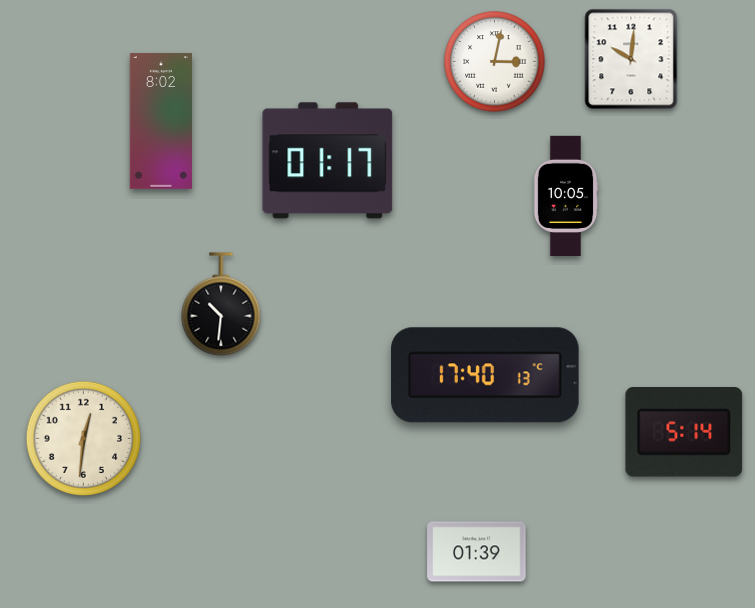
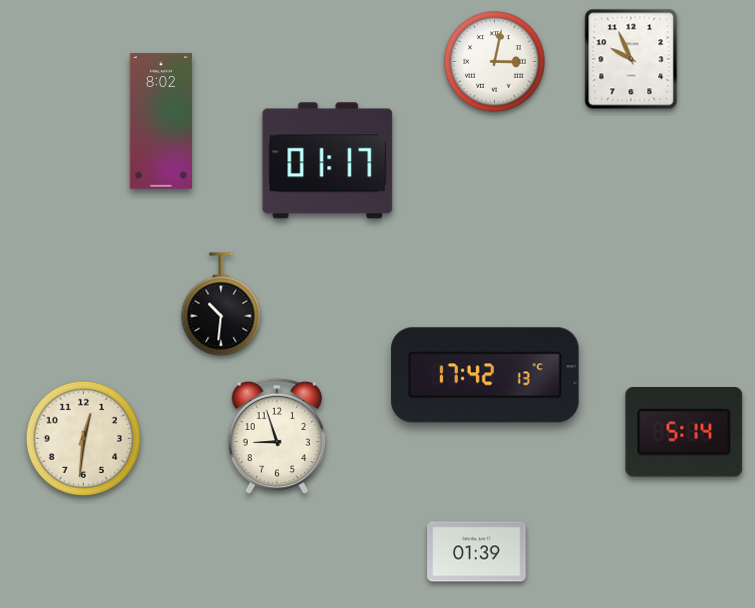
clock at (631, 59): 10:01 -> 9:56
clock at (566, 195): 10:05 -> none
clock at (485, 375): 17:40 -> 17:42
clock at (276, 436): none -> 8:57
